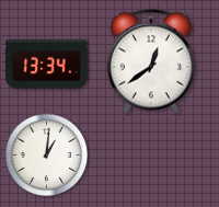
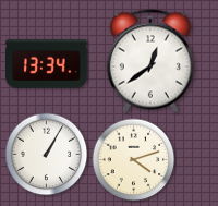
clock at (47, 156): 1:01 -> 1:05
clock at (134, 160): none -> 4:12
